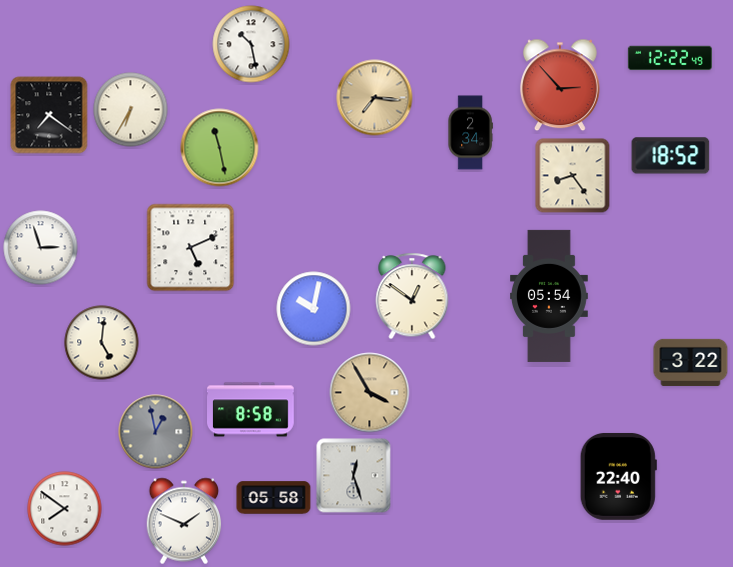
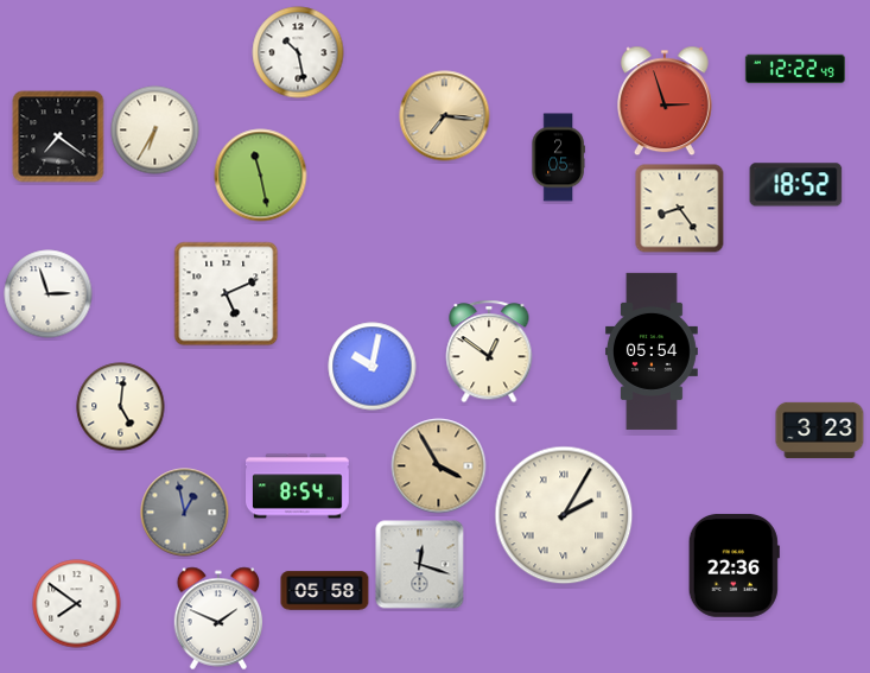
clock at (560, 85): 2:53 -> 2:57
clock at (470, 133): 2:34 -> 2:05
clock at (691, 362): 3:22 -> 3:23
clock at (251, 410): 8:58 -> 8:54
clock at (564, 515): none -> 2:05
clock at (354, 476): 12:27 -> 12:18
clock at (618, 477): 22:40 -> 22:36
